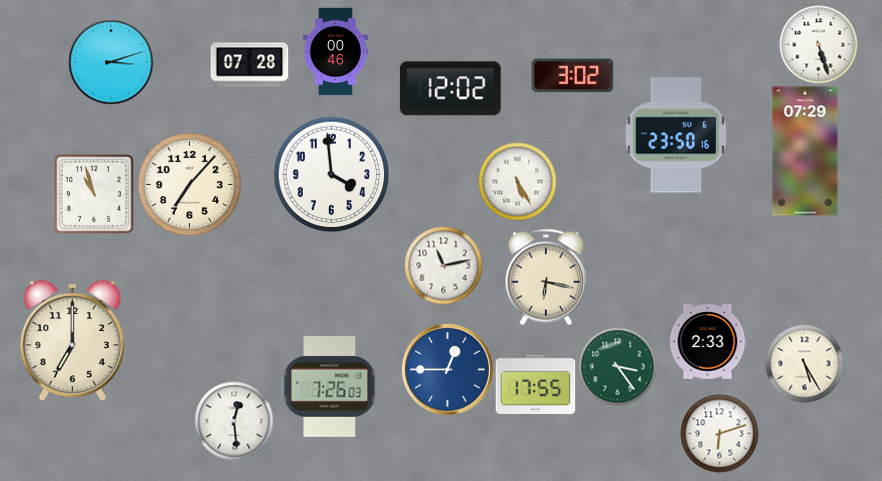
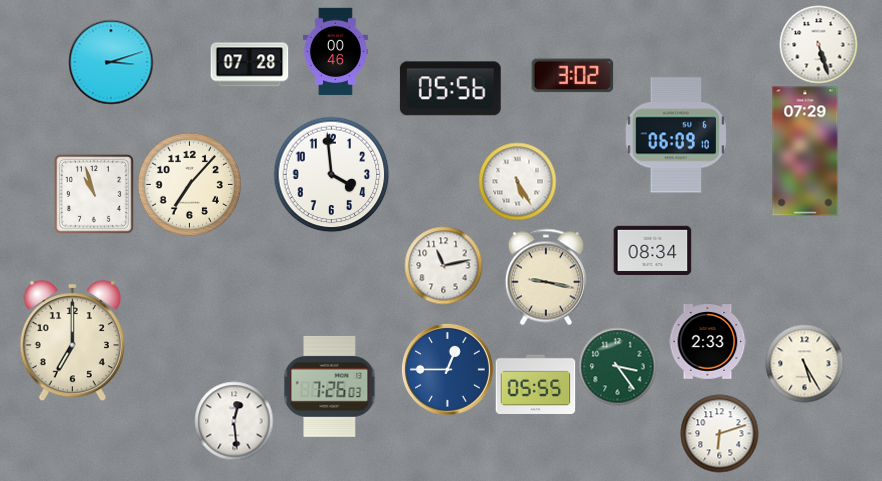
clock at (450, 89): 12:02 -> 05:56
clock at (676, 135): 23:50 -> 06:09
clock at (652, 250): none -> 08:34
clock at (546, 277): 6:17 -> 9:17
clock at (535, 384): 17:55 -> 05:55
